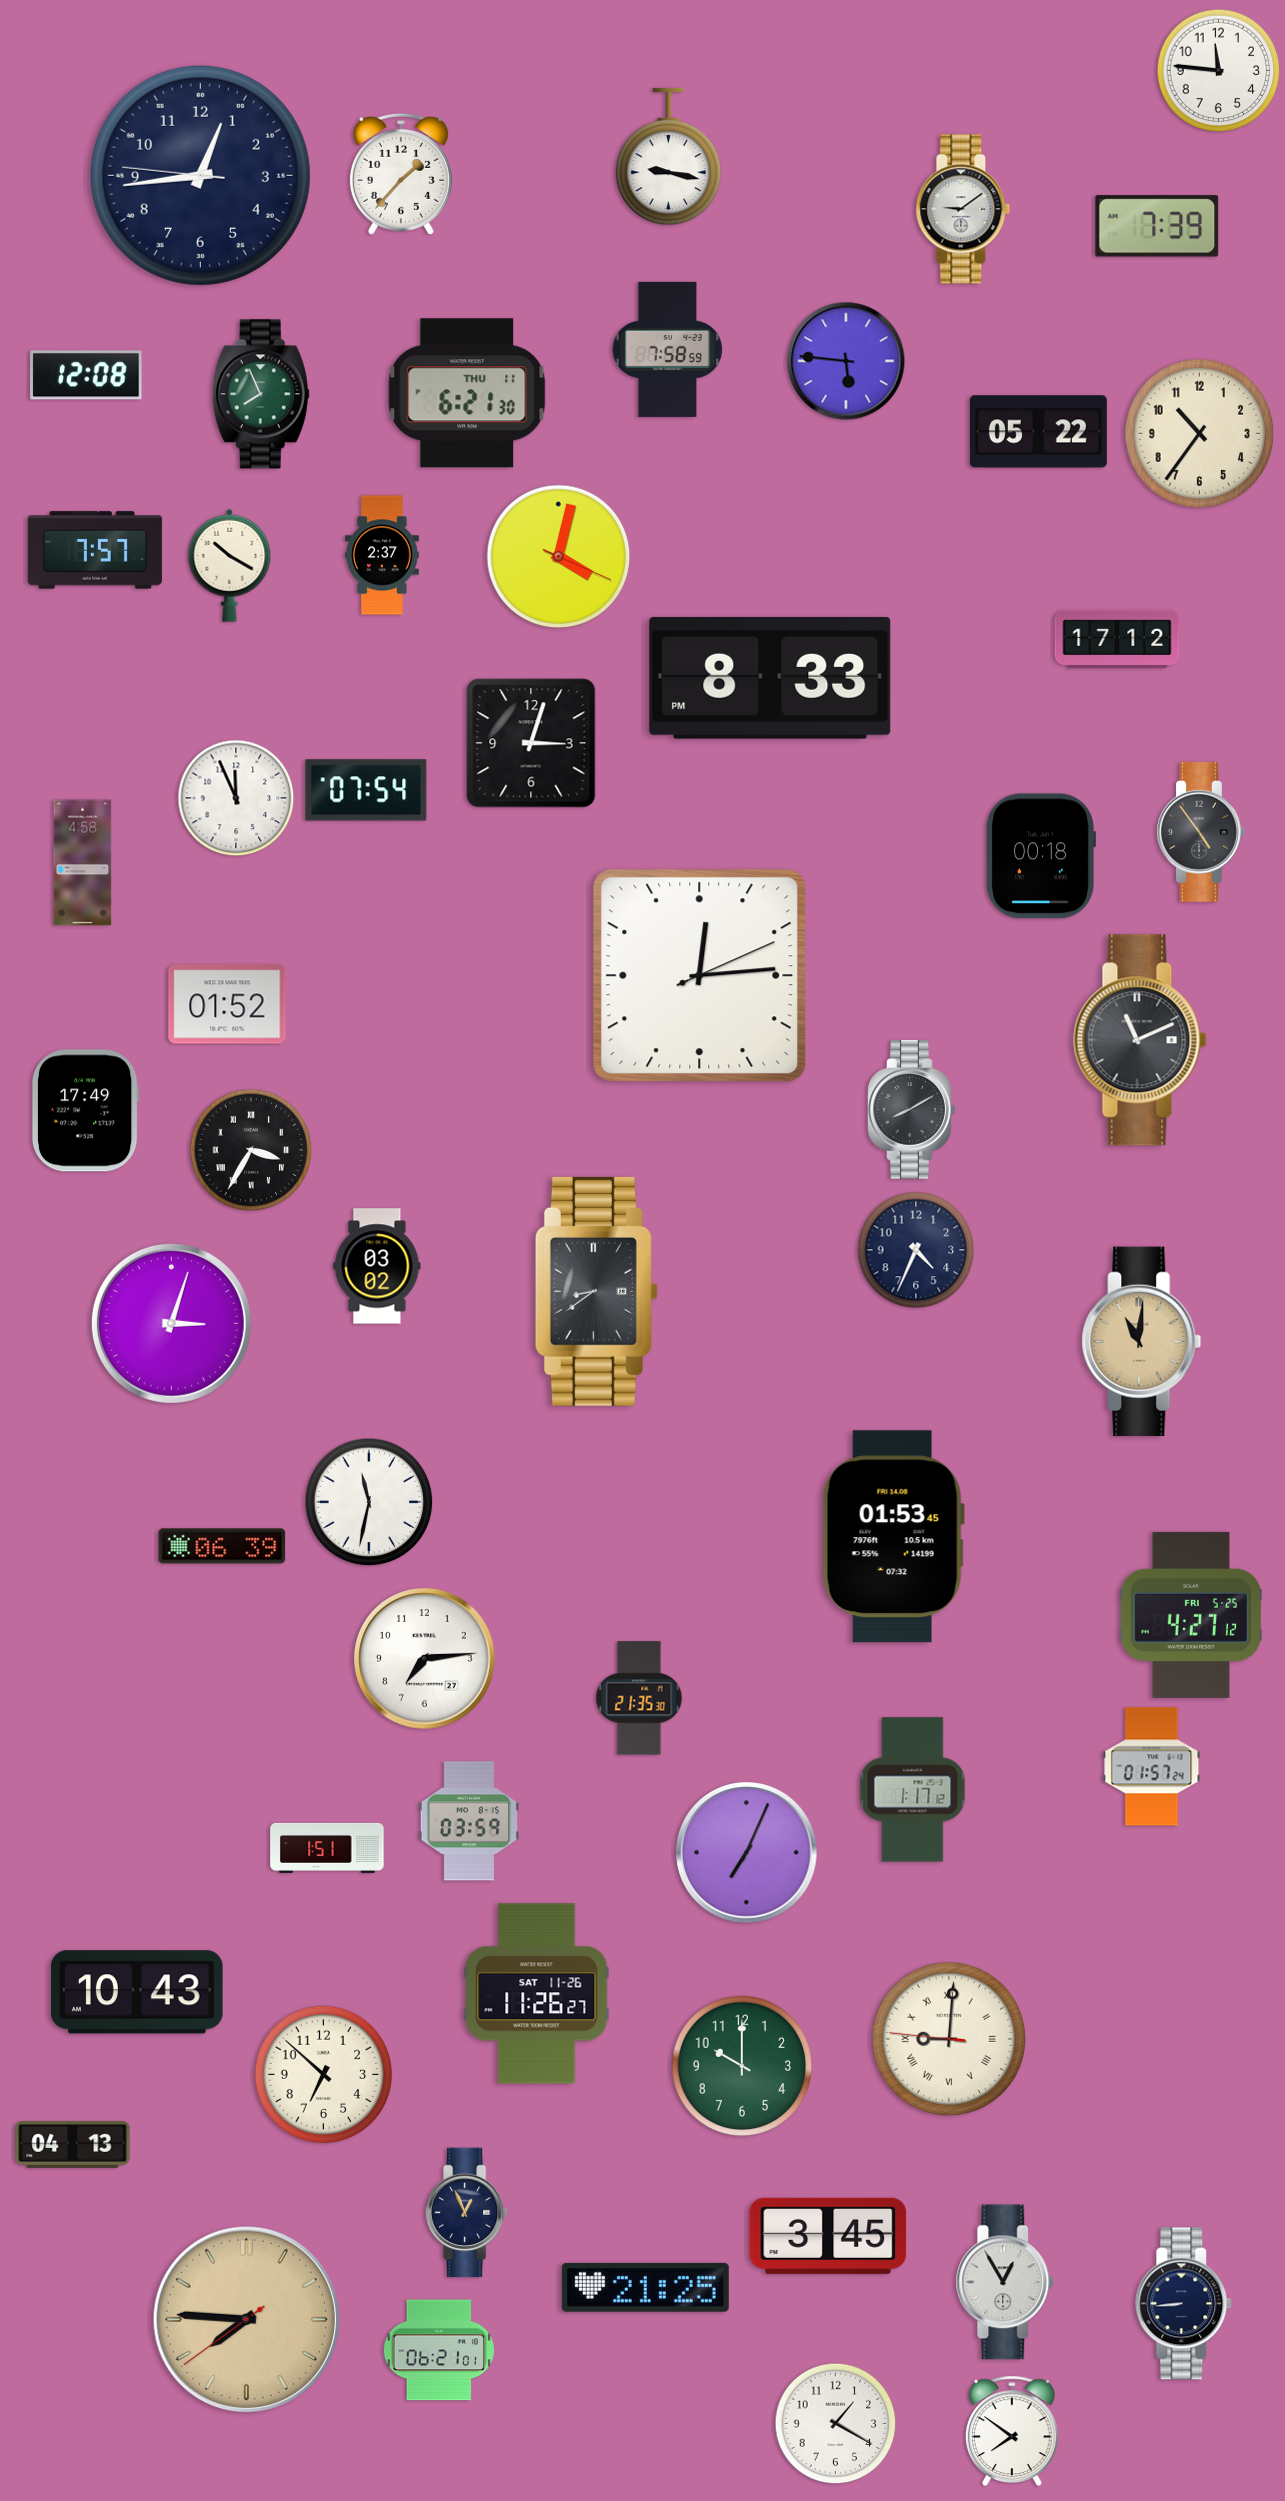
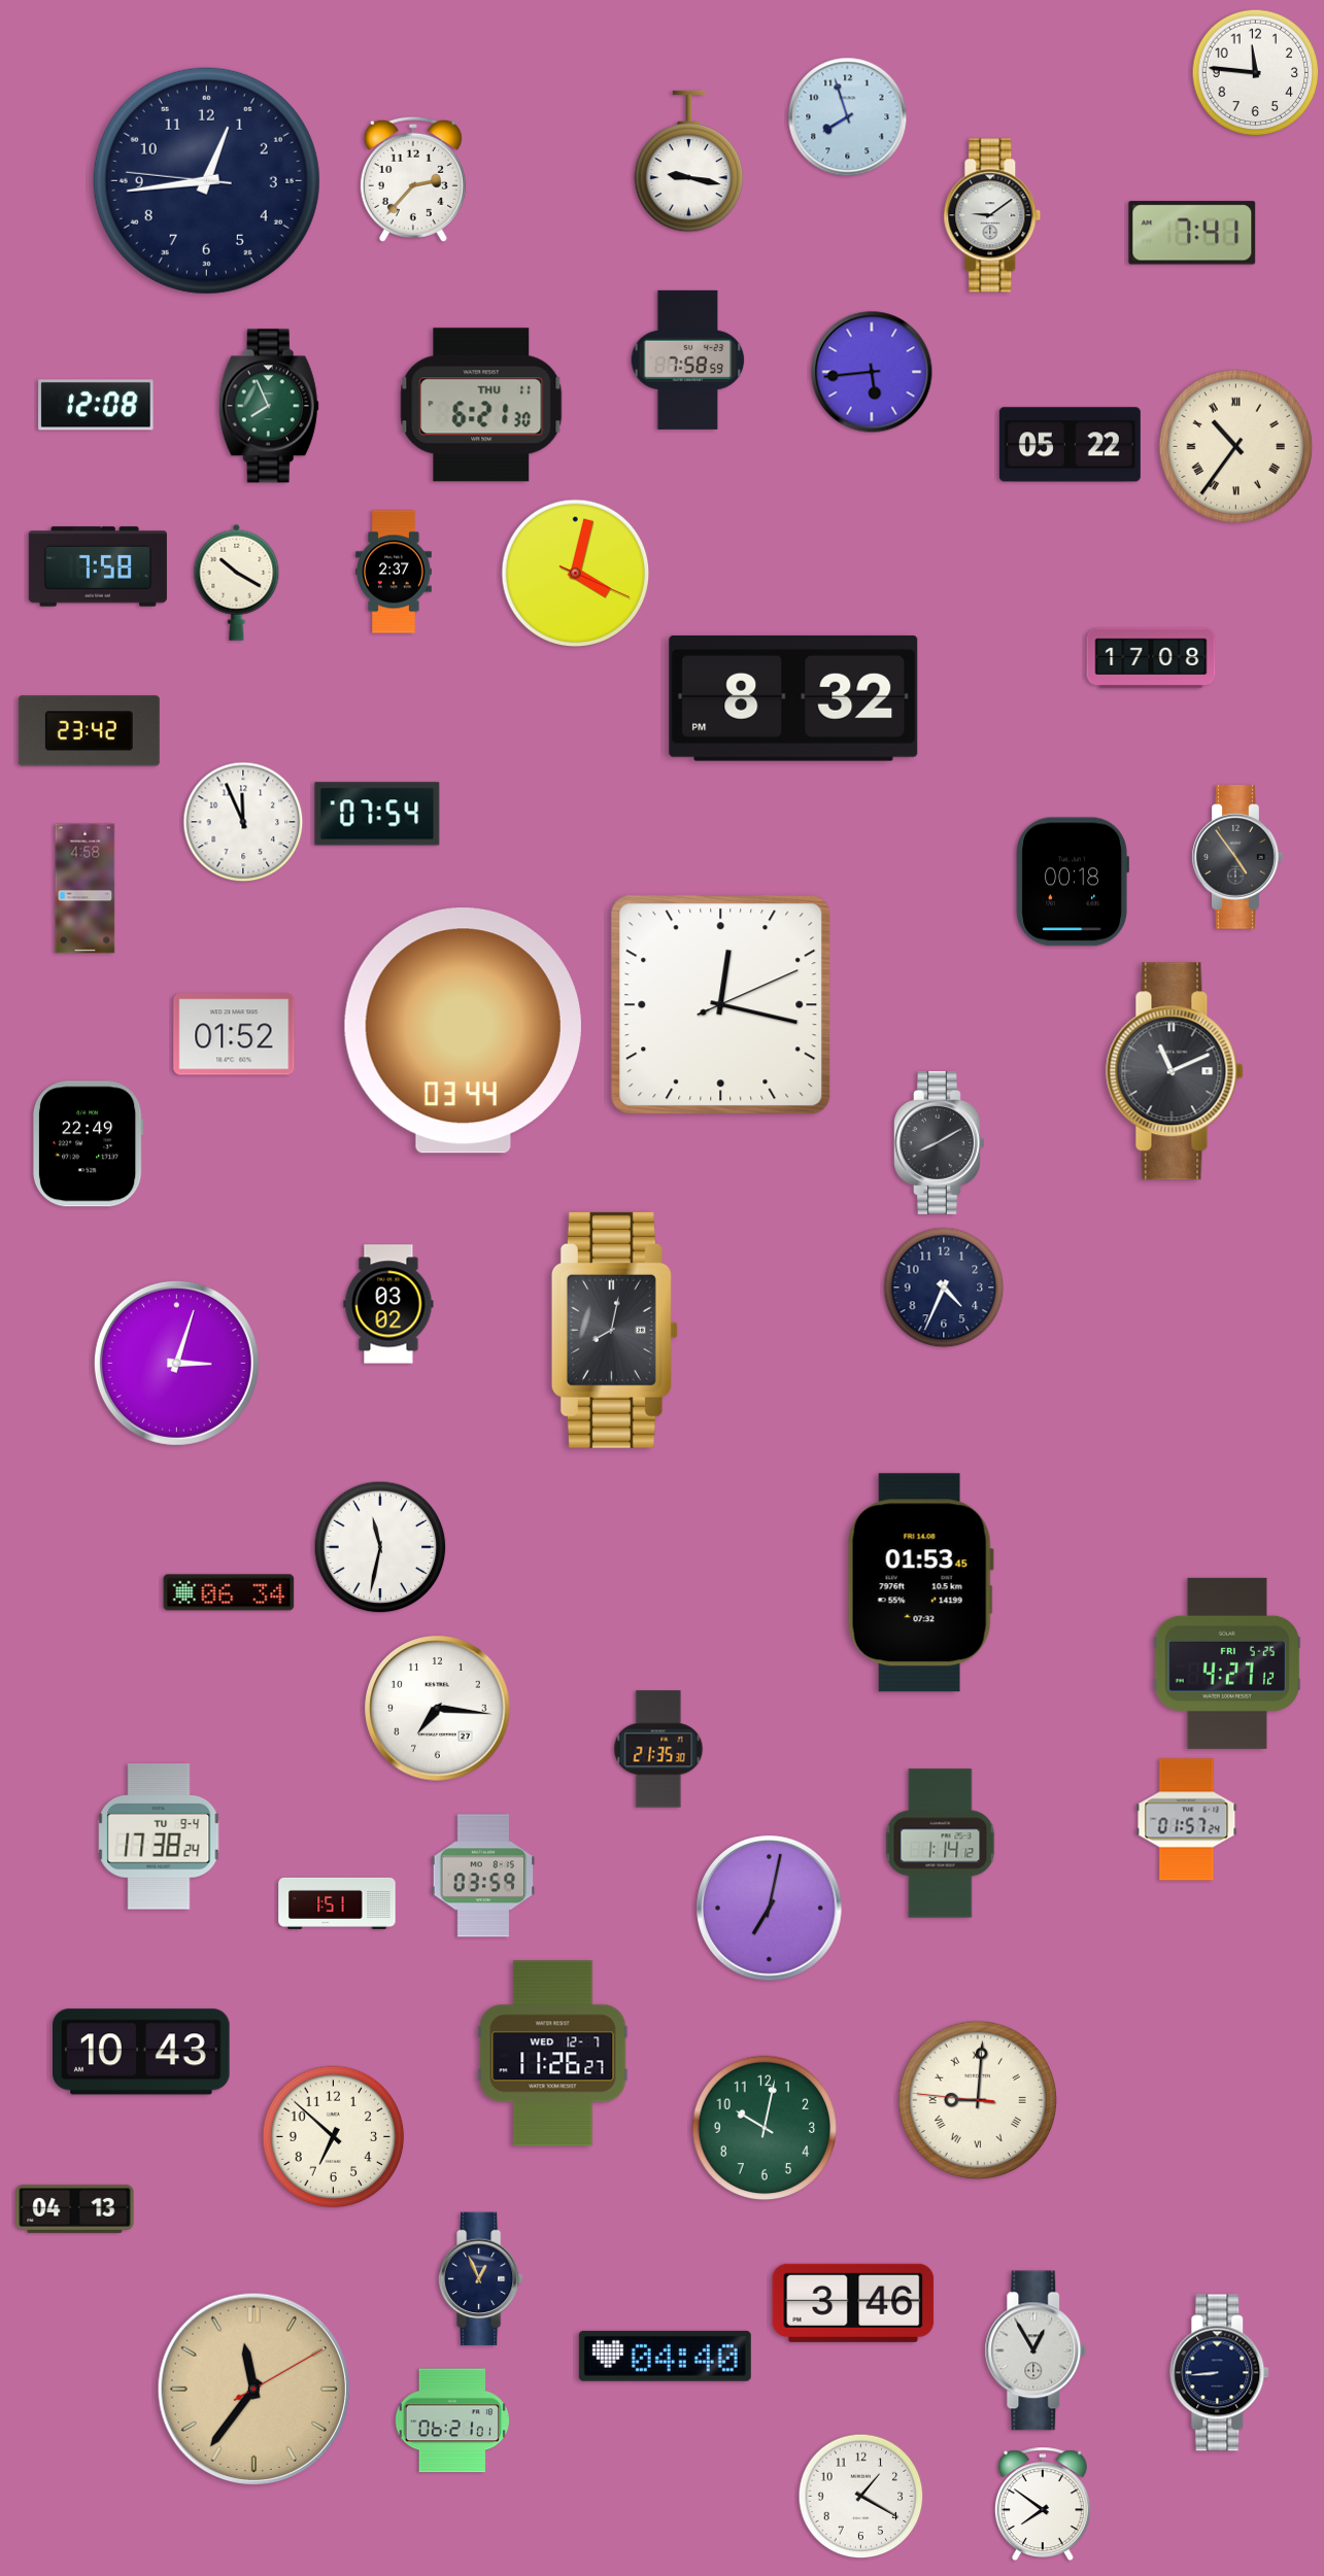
clock at (848, 117): none -> 7:57
clock at (401, 174): 1:37 -> 2:37
clock at (1157, 226): 7:39 -> 7:41
clock at (846, 361): 5:46 -> 5:44
clock at (86, 375) position: (86, 375) -> (96, 405)
clock at (1200, 434) numerals: Arabic -> Roman
clock at (95, 550): 7:57 -> 7:58
clock at (1117, 639): 17:12 -> 17:08
clock at (770, 678): 8:33 -> 8:32
clock at (89, 731): none -> 23:42
clock at (531, 743): 3:03 -> none
clock at (700, 976): 12:14 -> 12:17
clock at (463, 1031): none -> 03:44
clock at (85, 1111): 17:49 -> 22:49
clock at (251, 1150): 3:35 -> none
clock at (596, 1291): 8:39 -> 8:02
clock at (1142, 1342): 11:01 -> none
clock at (222, 1546): 06:39 -> 06:34
clock at (425, 1659): 7:14 -> 7:16
clock at (159, 1836): none -> 17:38
clock at (913, 1790): 1:17 -> 1:14
clock at (747, 1853): 7:04 -> 7:02
clock at (537, 1994) date: SAT 11-26 -> WED 12-7
clock at (742, 2066): 10:00 -> 10:02
clock at (828, 2236): 3:45 -> 3:46
clock at (645, 2287): 21:25 -> 04:40
clock at (246, 2319): 7:45 -> 11:36
